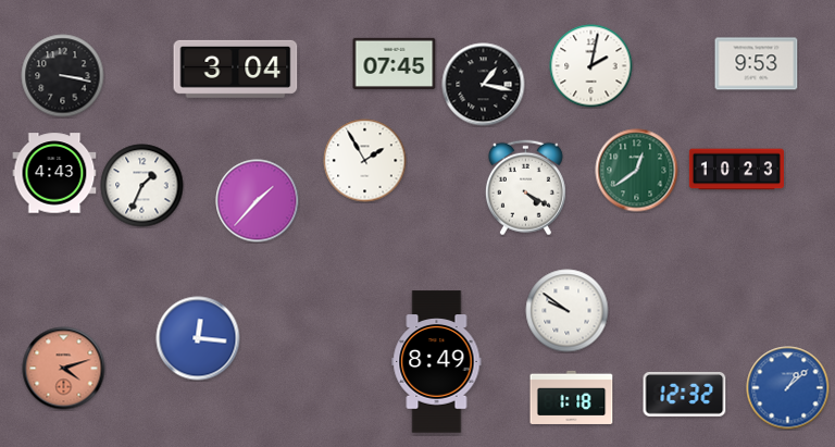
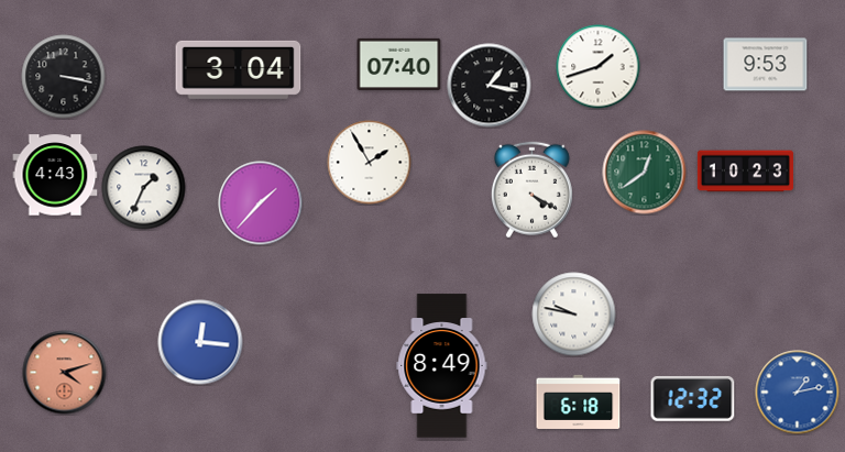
clock at (395, 63): 07:45 -> 07:40
clock at (591, 66): 2:02 -> 1:42
clock at (568, 311): 9:51 -> 9:47
clock at (788, 388): 1:08 -> 1:13
clock at (572, 397): 1:18 -> 6:18
